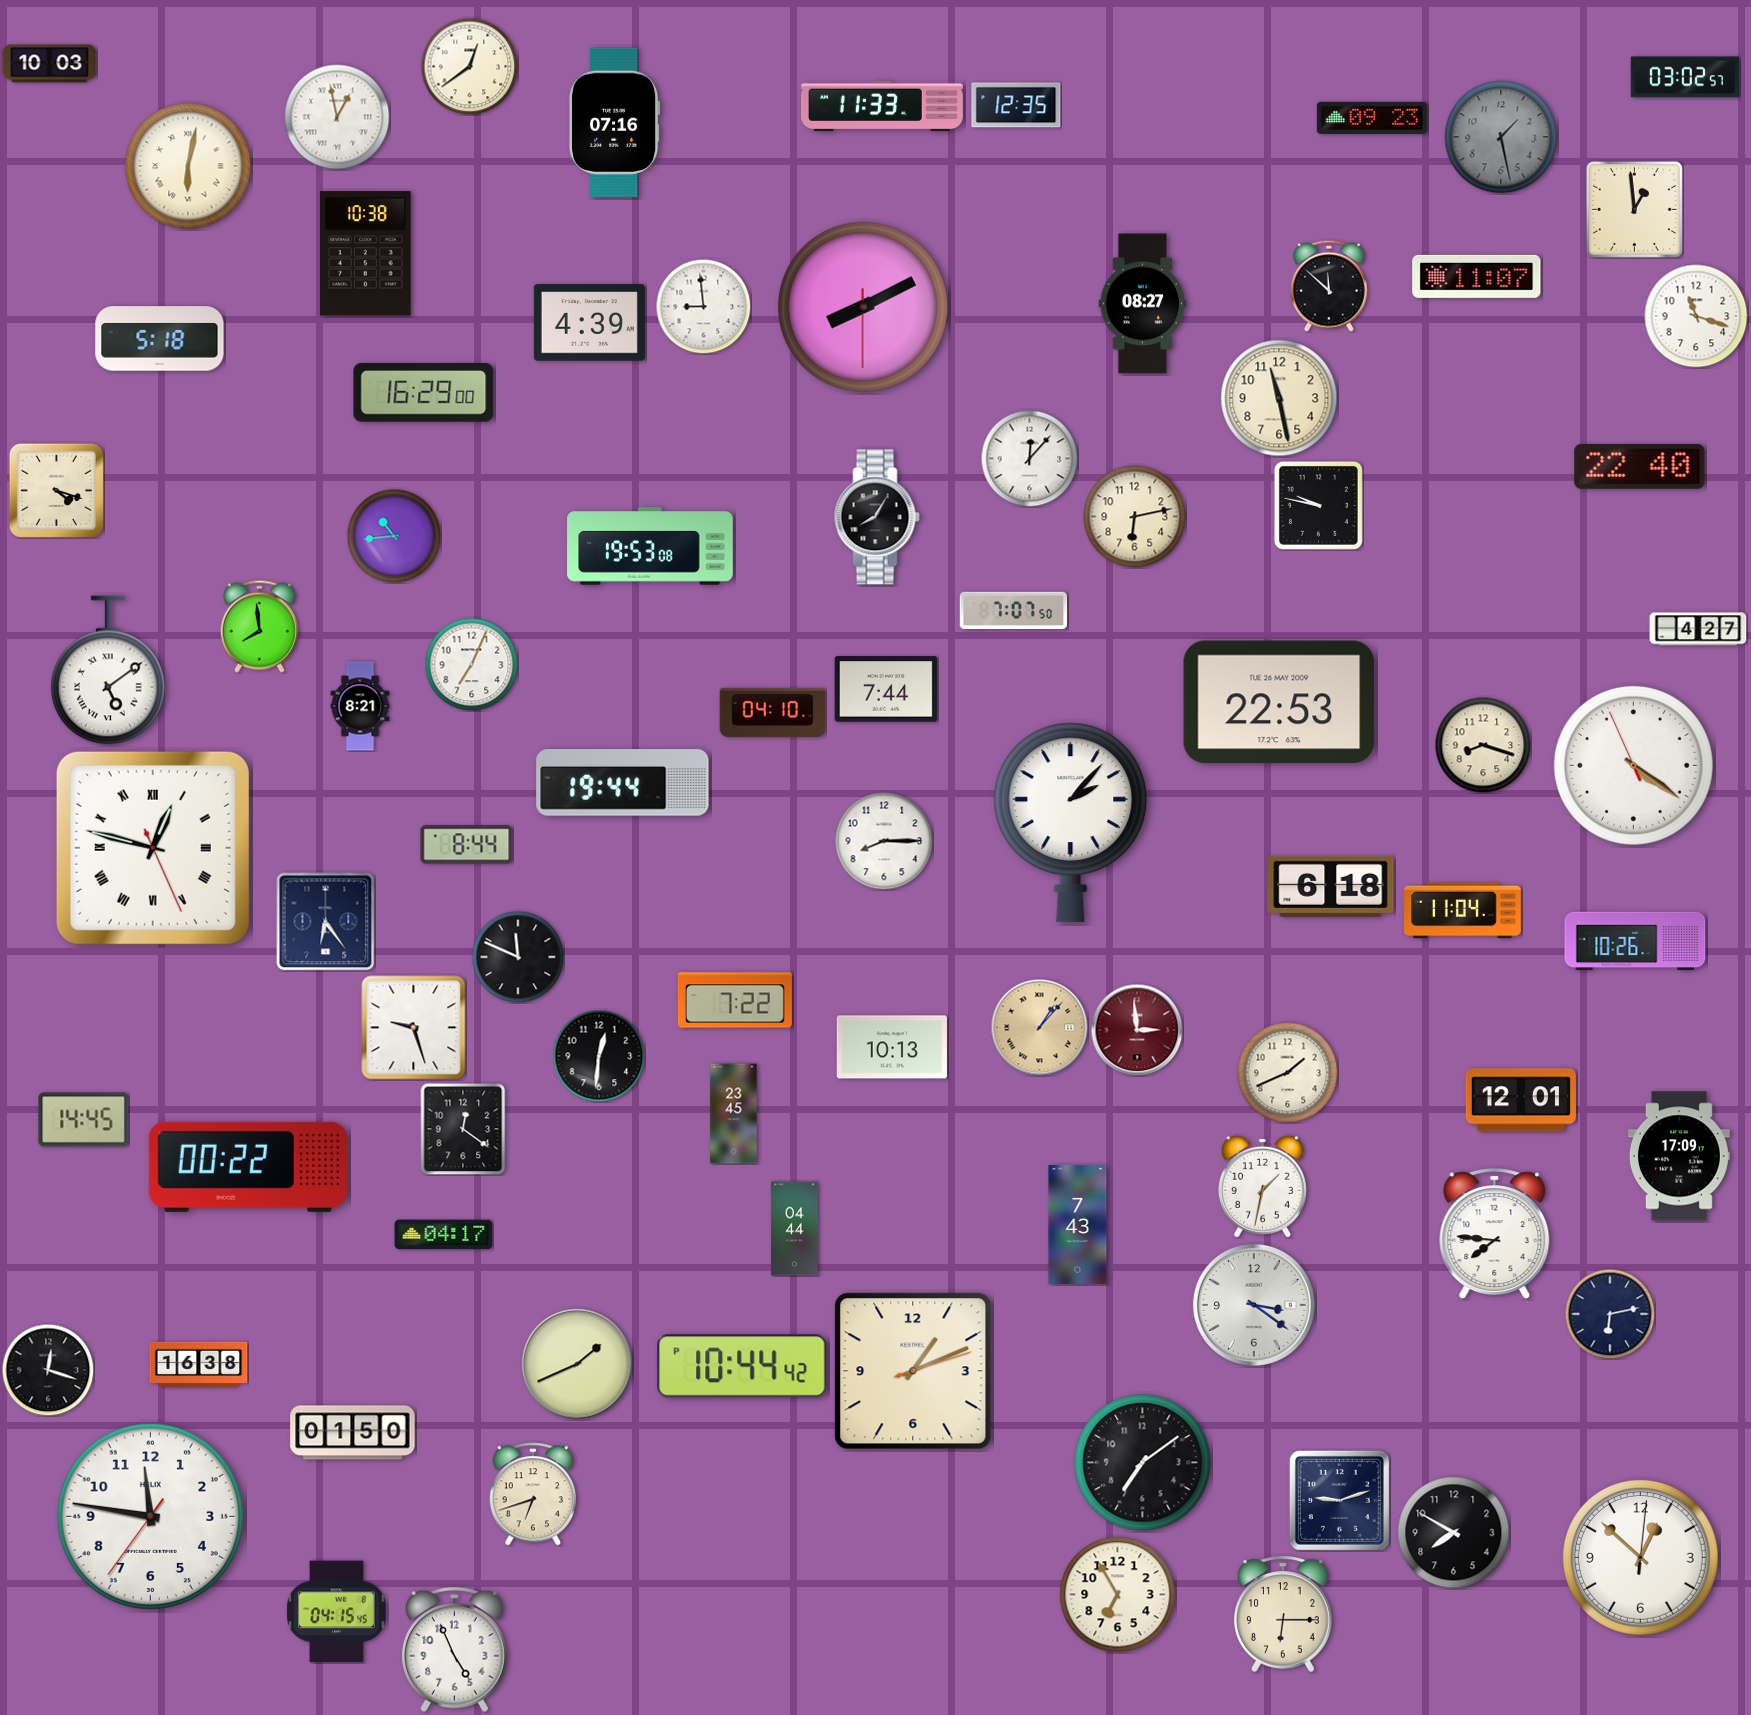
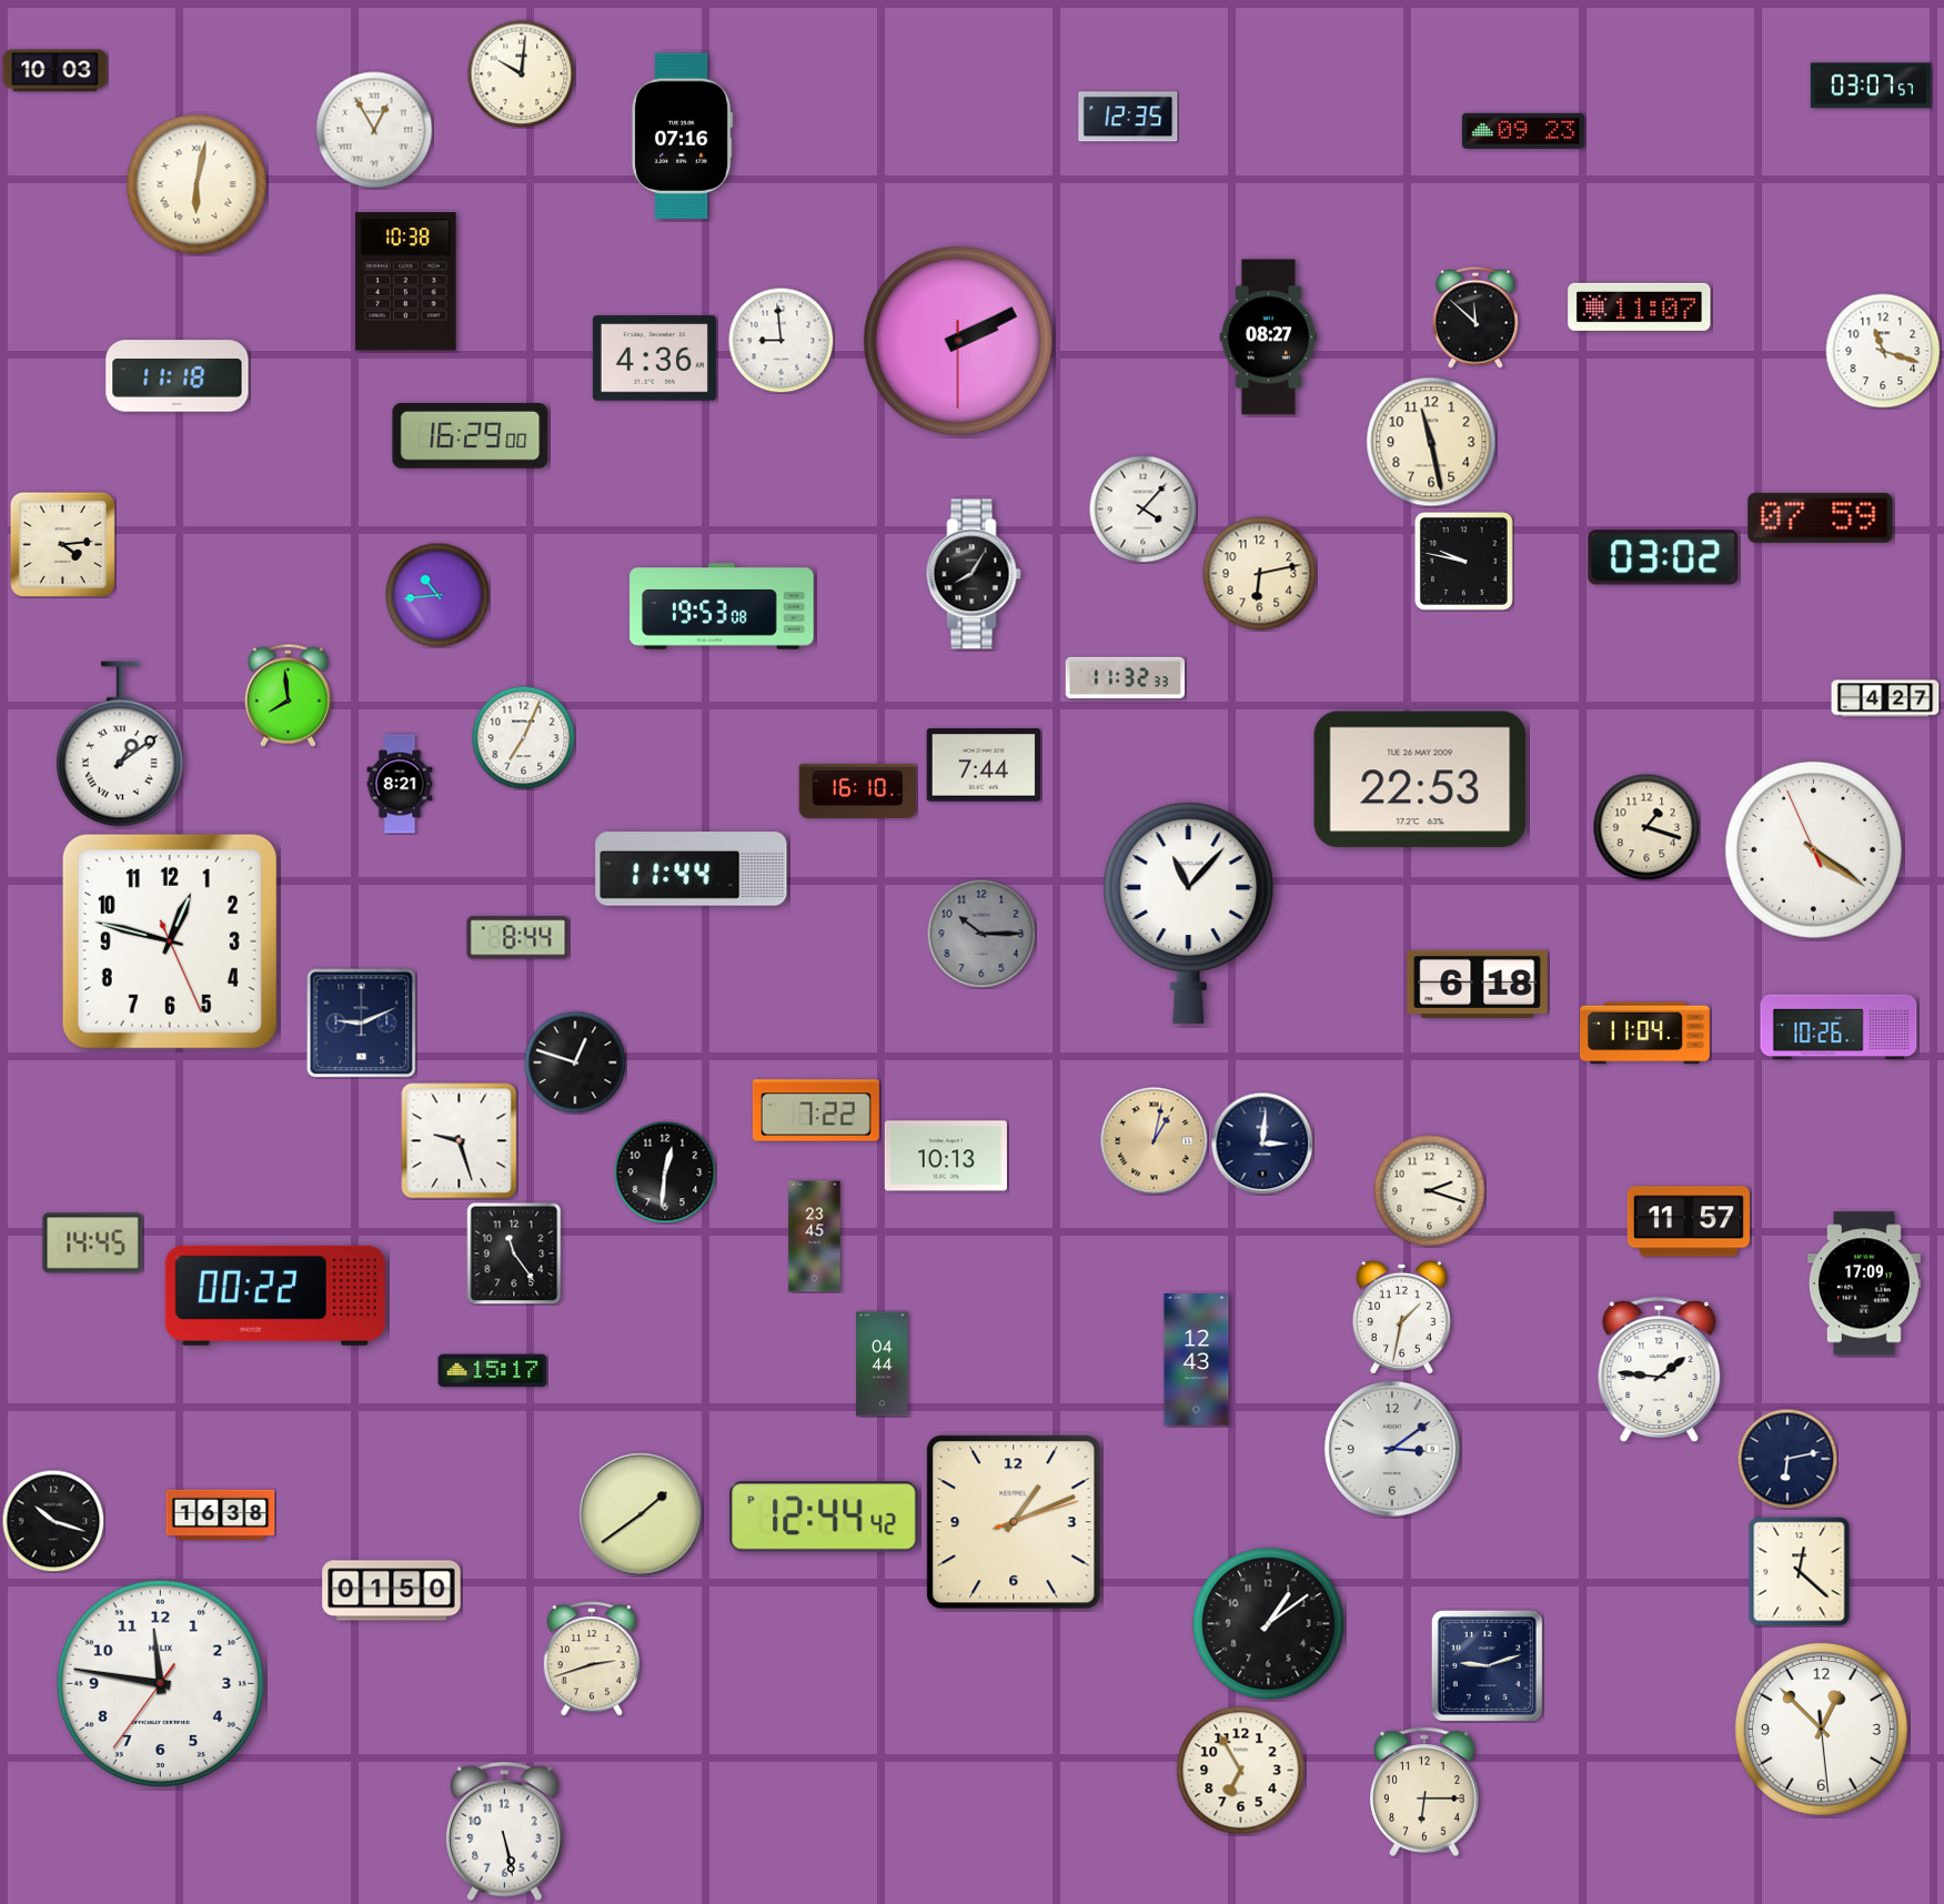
clock at (469, 66): 12:39 -> 10:01
clock at (1685, 77): 03:02 -> 03:07
clock at (882, 106): 11:33 -> none
clock at (337, 117): 12:58 -> 12:55
clock at (1501, 137): 1:28 -> none
clock at (188, 166) position: (188, 166) -> (197, 184)
clock at (1634, 209): 12:59 -> none
clock at (863, 307): 8:10 -> 2:10
clock at (589, 323): 4:39 -> 4:36
clock at (160, 339): 5:18 -> 11:18
clock at (1279, 398) position: (1279, 398) -> (1431, 442)
clock at (1029, 458): 12:07 -> 4:07
clock at (1640, 466): 22:40 -> 07:59
clock at (56, 490): 4:18 -> 4:14
clock at (1663, 557): none -> 03:02
clock at (1014, 611): 7:07 -> 11:32
clock at (108, 670): 5:09 -> 1:09
clock at (773, 712): 04:10 -> 16:10
clock at (1483, 745): 8:18 -> 1:18
clock at (623, 783): 19:44 -> 11:44
clock at (1071, 822): 2:07 -> 11:07
clock at (884, 841): 8:15 -> 10:15
clock at (884, 841) dial: white -> grey
clock at (153, 848) numerals: Roman -> Arabic
clock at (1463, 911) position: (1463, 911) -> (1645, 1034)
clock at (326, 922): 6:24 -> 9:11
clock at (1635, 941) position: (1635, 941) -> (1839, 1027)
clock at (518, 957): 11:49 -> 12:48
clock at (1040, 1028): 1:07 -> 1:02
clock at (1137, 1030): 2:59 -> 3:01
clock at (1137, 1030) dial: burgundy -> navy
clock at (892, 1047) position: (892, 1047) -> (946, 1156)
clock at (1288, 1073): 1:41 -> 2:18
clock at (1521, 1100): 12:01 -> 11:57
clock at (463, 1129): 12:21 -> 11:24
clock at (1078, 1225): 7:43 -> 12:43
clock at (1495, 1234): 7:46 -> 1:46
clock at (444, 1235): 04:17 -> 15:17
clock at (1254, 1305): 3:21 -> 3:09
clock at (577, 1364): 1:41 -> 1:39
clock at (742, 1366): 10:44 -> 12:44
clock at (48, 1370): 12:18 -> 10:18
clock at (1800, 1572): none -> 12:22
clock at (1143, 1463): 7:09 -> 1:09
clock at (533, 1494): 6:42 -> 2:42
clock at (150, 1516) position: (150, 1516) -> (160, 1683)
clock at (1454, 1533): 7:50 -> none
clock at (1640, 1557): 12:52:01 -> 12:52:29
clock at (336, 1612): 04:15 -> none
clock at (455, 1650): 4:56 -> 5:28
